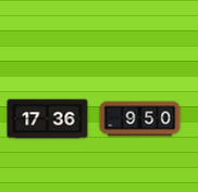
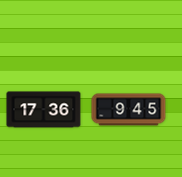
clock at (140, 119): 9:50 -> 9:45
